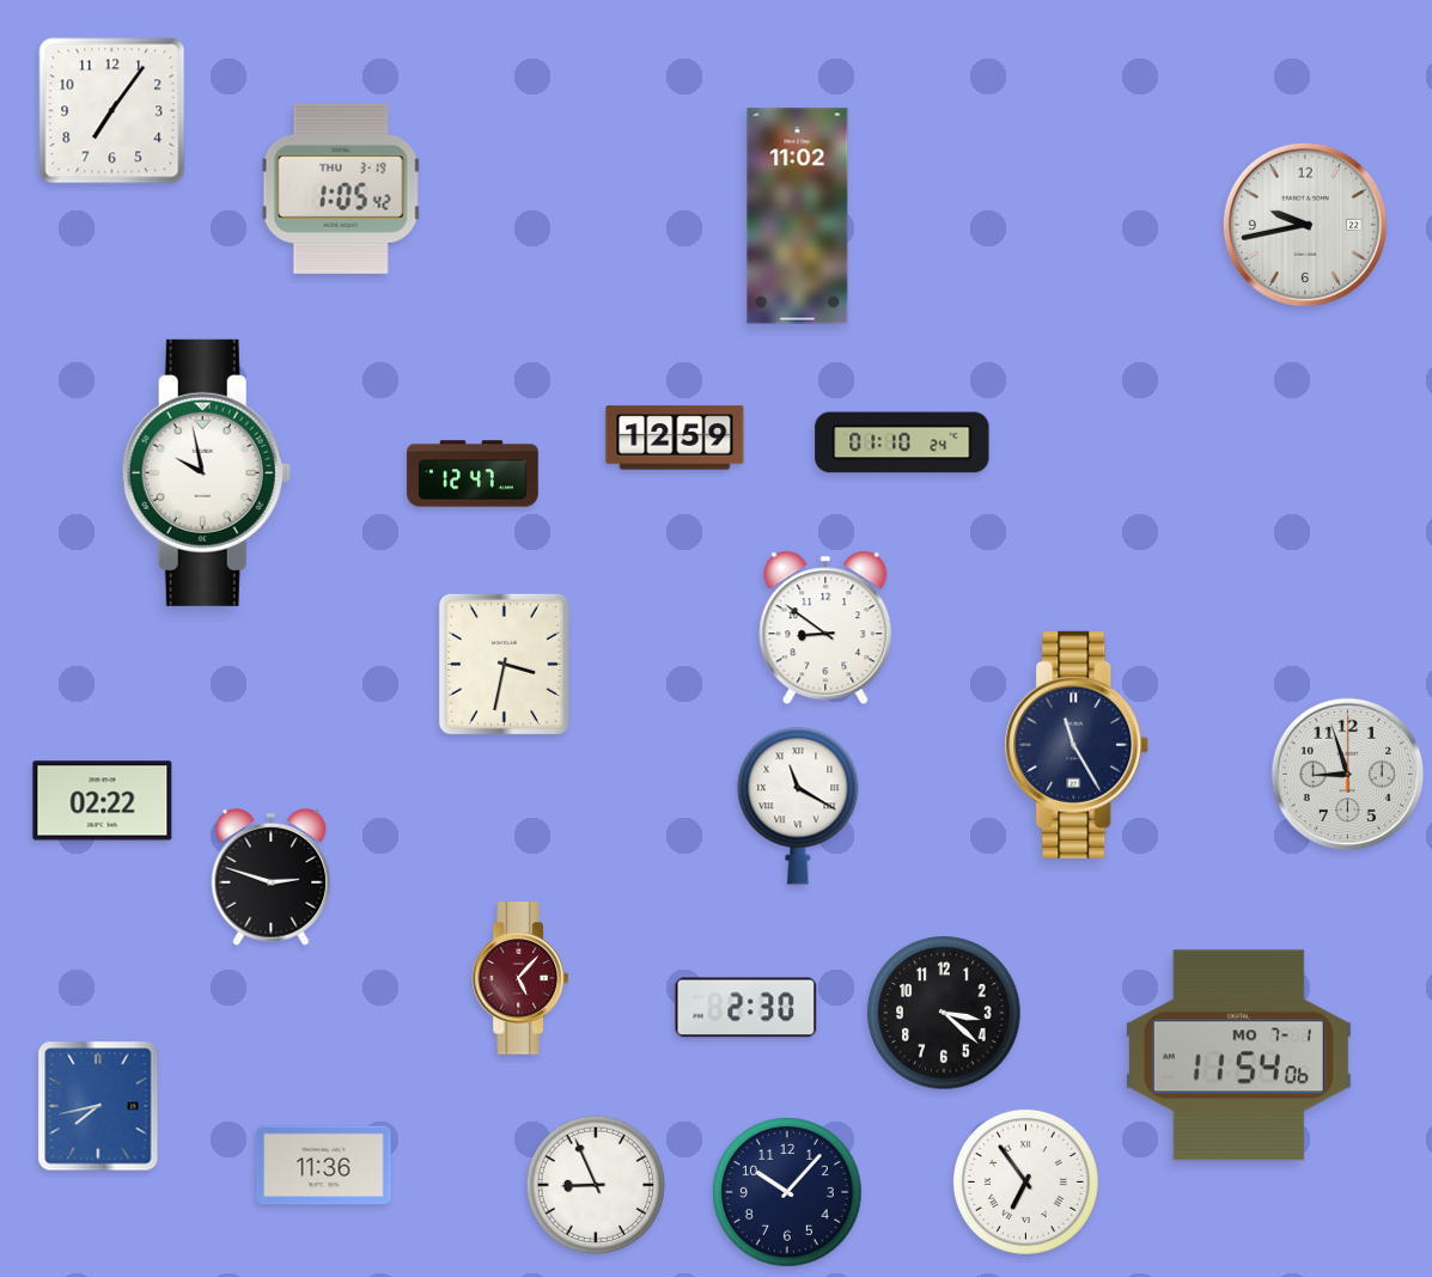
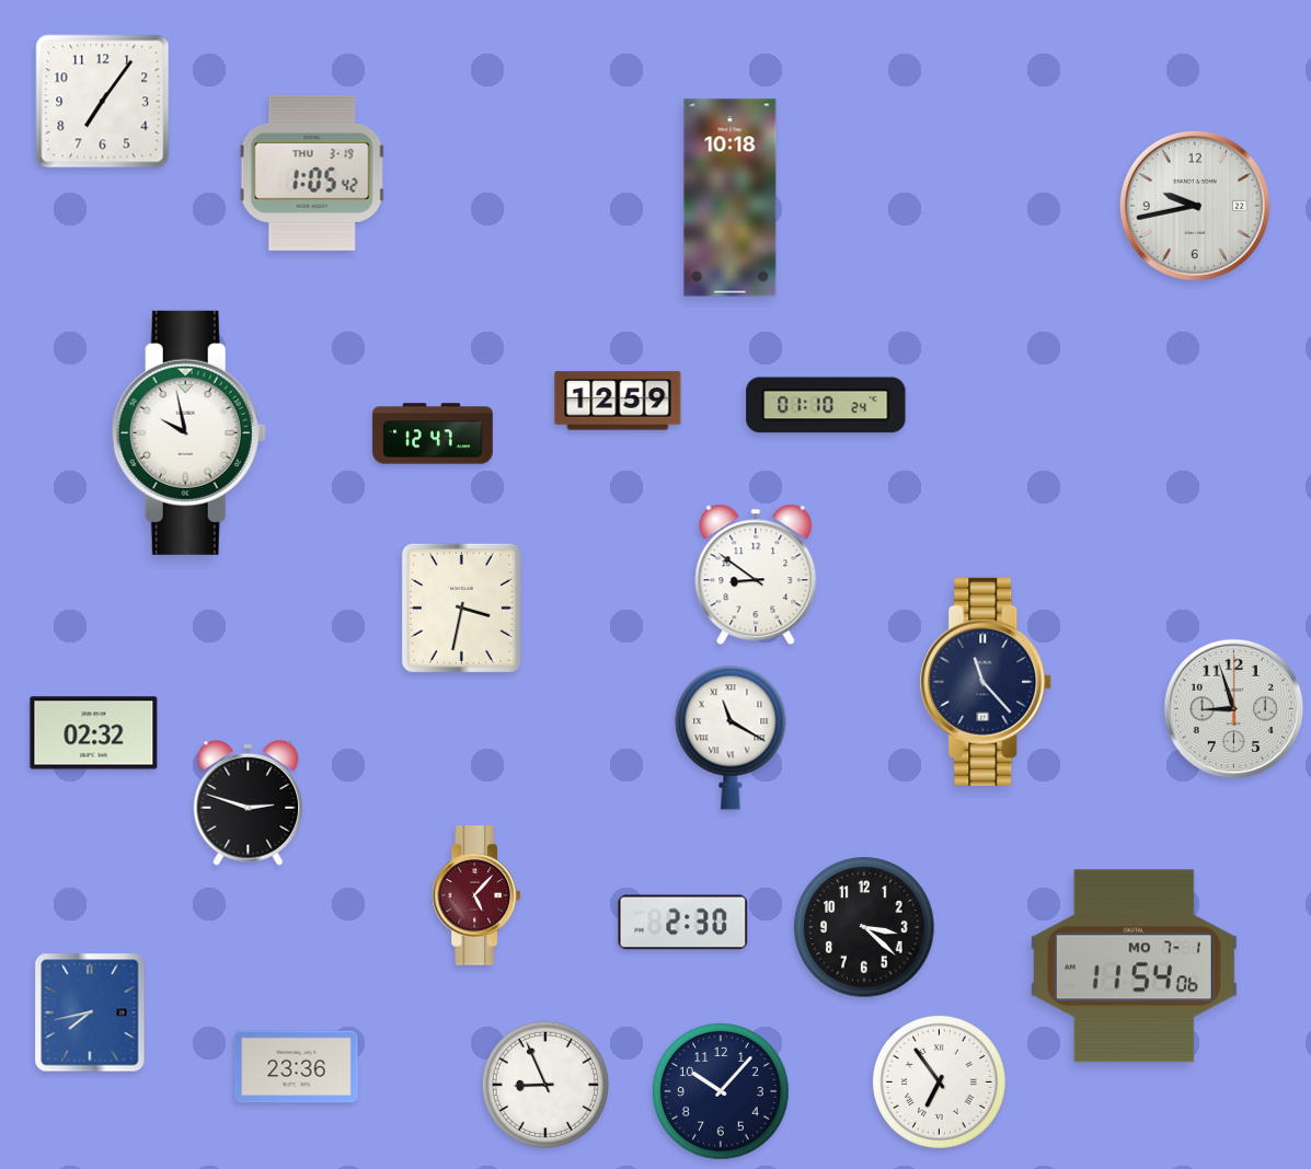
clock at (798, 216): 11:02 -> 10:18
clock at (1077, 745): 11:25 -> 11:23
clock at (103, 801): 02:22 -> 02:32
clock at (324, 1166): 11:36 -> 23:36
